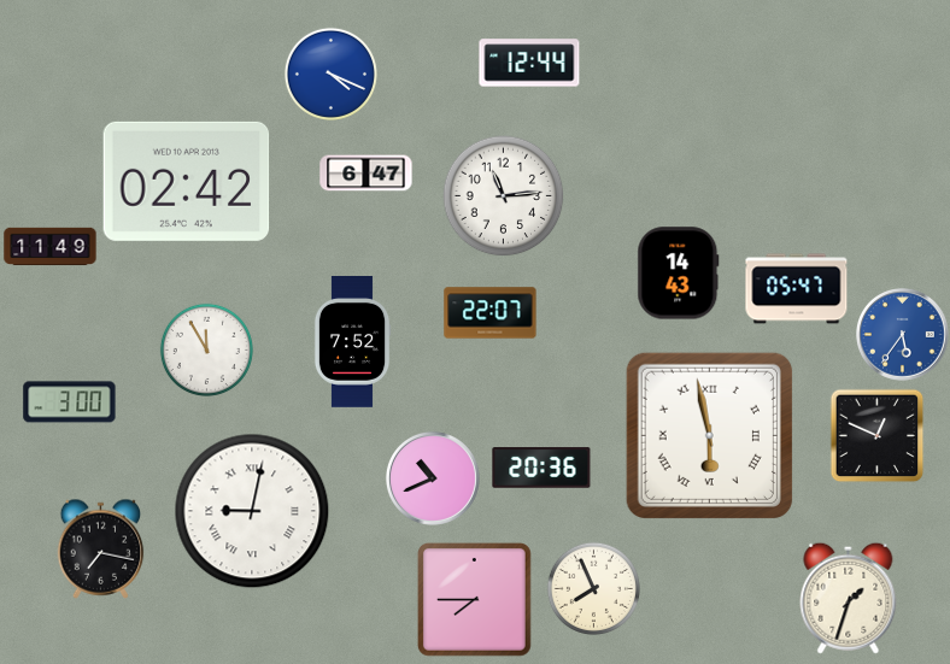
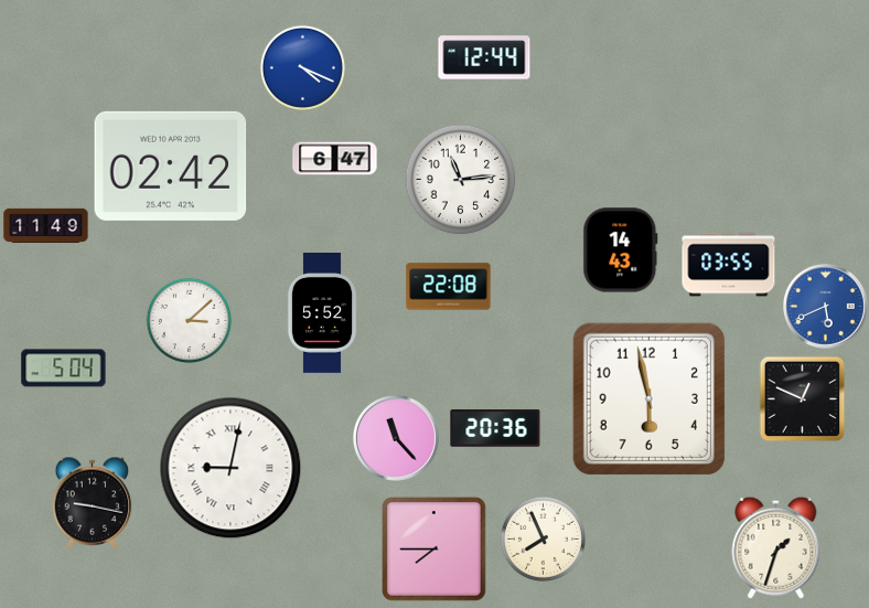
clock at (797, 289): 05:47 -> 03:55
clock at (491, 313): 22:07 -> 22:08
clock at (903, 335): 5:36 -> 5:41
clock at (352, 342): 7:52 -> 5:52
clock at (206, 349): 11:55 -> 3:08
clock at (70, 402): 3:00 -> 5:04
clock at (709, 435) numerals: Roman -> Arabic
clock at (434, 480): 10:41 -> 11:23
clock at (101, 548): 7:17 -> 9:17
